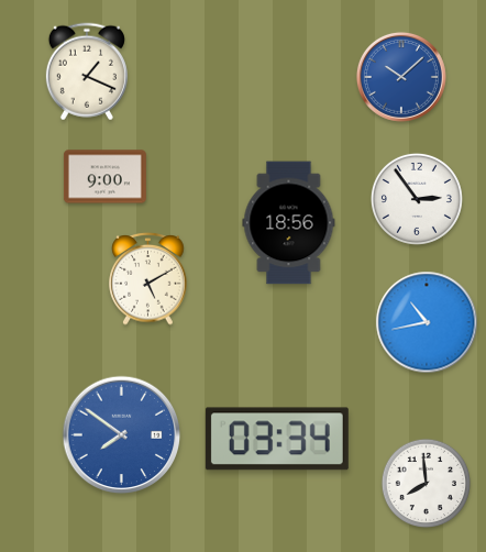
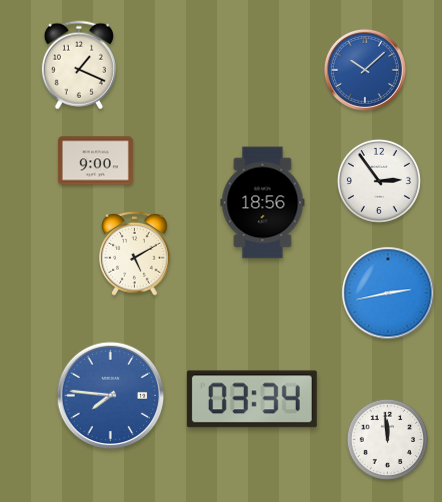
clock at (427, 322): 10:43 -> 2:43
clock at (122, 435): 7:51 -> 7:46
clock at (426, 483): 7:59 -> 11:59
